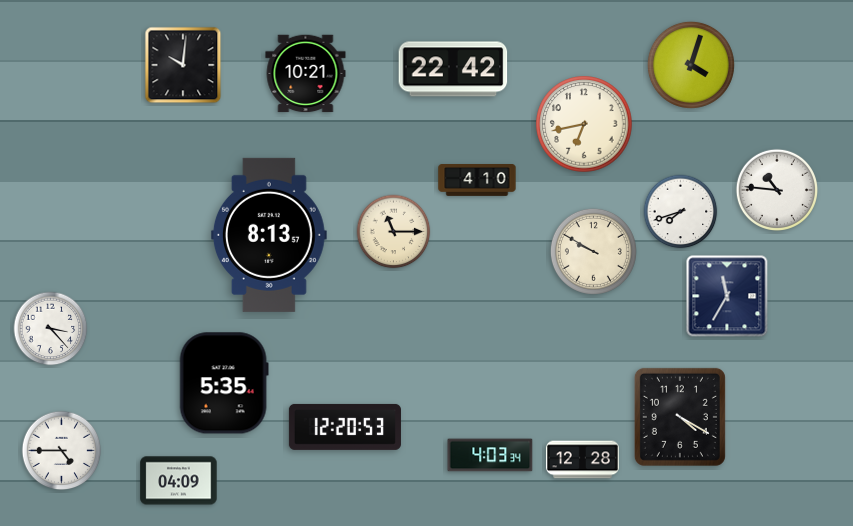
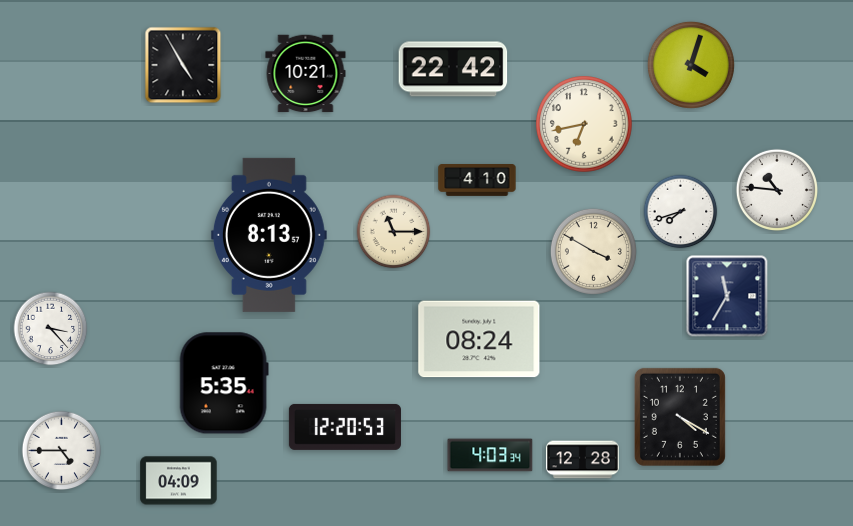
clock at (183, 65): 10:01 -> 4:55
clock at (593, 251): 9:50 -> 3:50
clock at (479, 339): none -> 08:24
